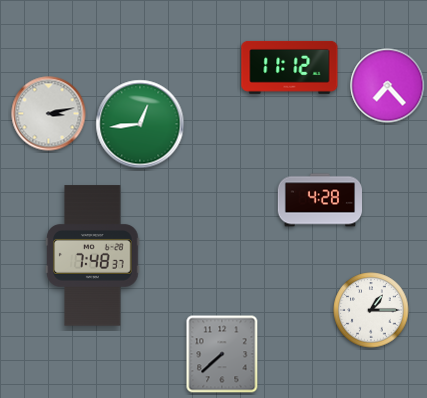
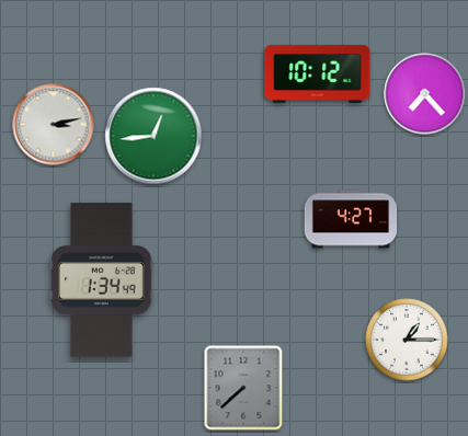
clock at (290, 67): 11:12 -> 10:12
clock at (319, 200): 4:28 -> 4:27
clock at (93, 256): 7:48 -> 1:34
